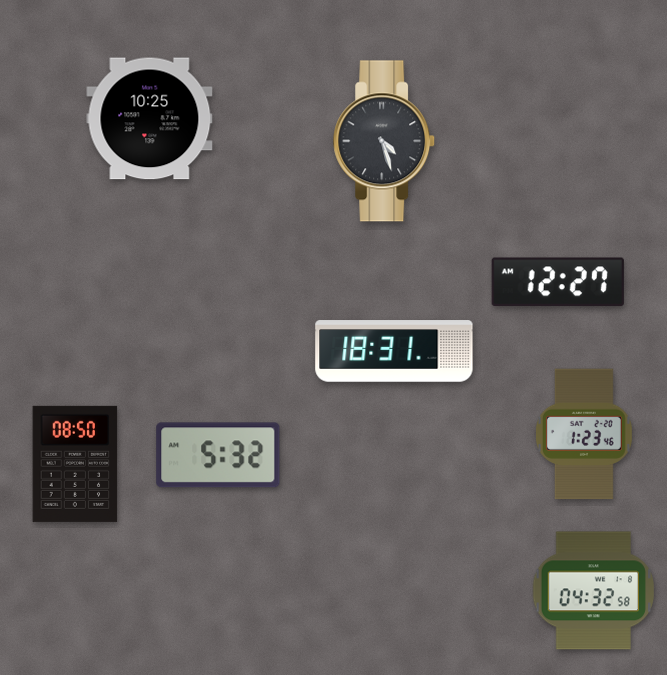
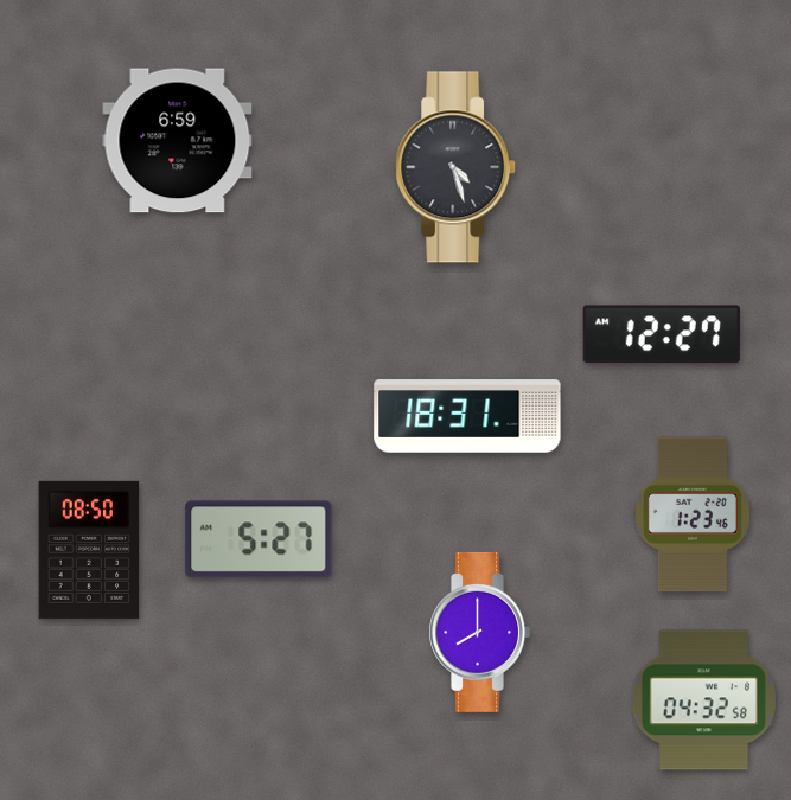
clock at (150, 119): 10:25 -> 6:59
clock at (218, 455): 5:32 -> 5:27
clock at (479, 632): none -> 8:00
